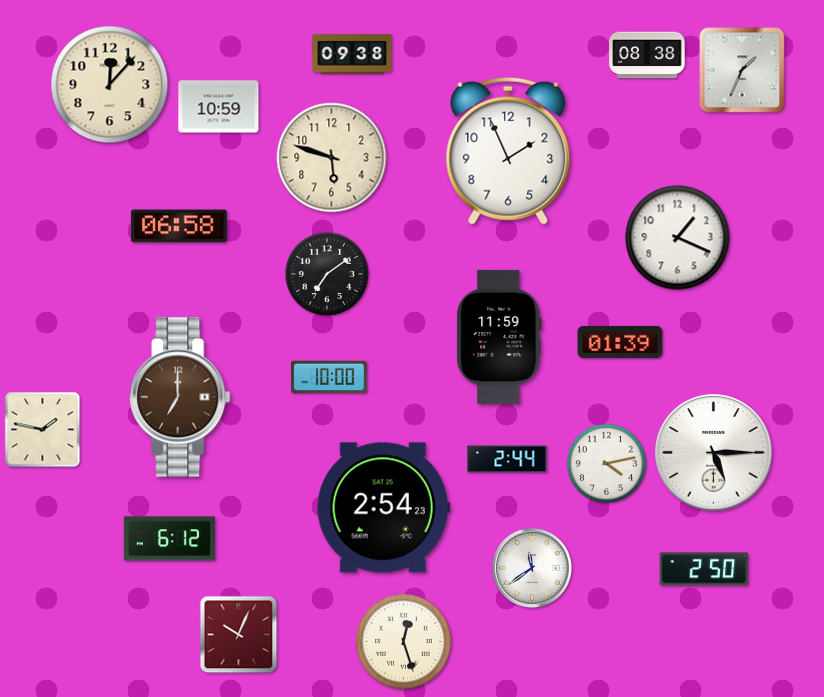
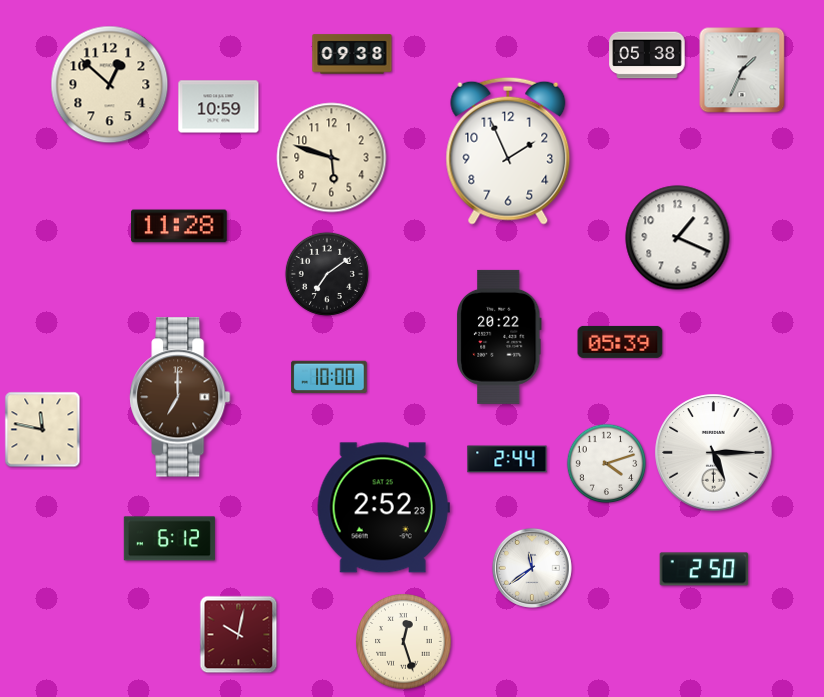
clock at (647, 55): 08:38 -> 05:38
clock at (110, 85): 12:07 -> 12:52
clock at (179, 226): 06:58 -> 11:28
clock at (500, 337): 11:59 -> 20:22
clock at (620, 342): 01:39 -> 05:39
clock at (43, 430): 1:47 -> 11:47
clock at (607, 464): 4:13 -> 4:12
clock at (383, 508): 2:54 -> 2:52
clock at (239, 635): 10:04 -> 10:02
